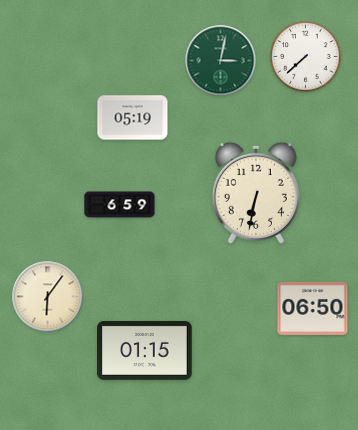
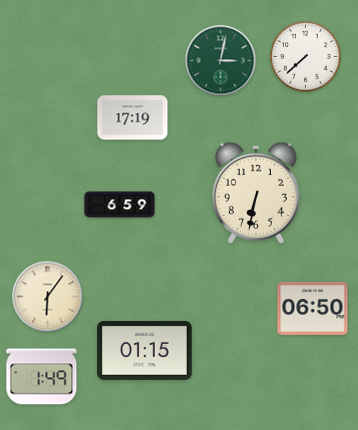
clock at (133, 118): 05:19 -> 17:19
clock at (42, 377): none -> 1:49
